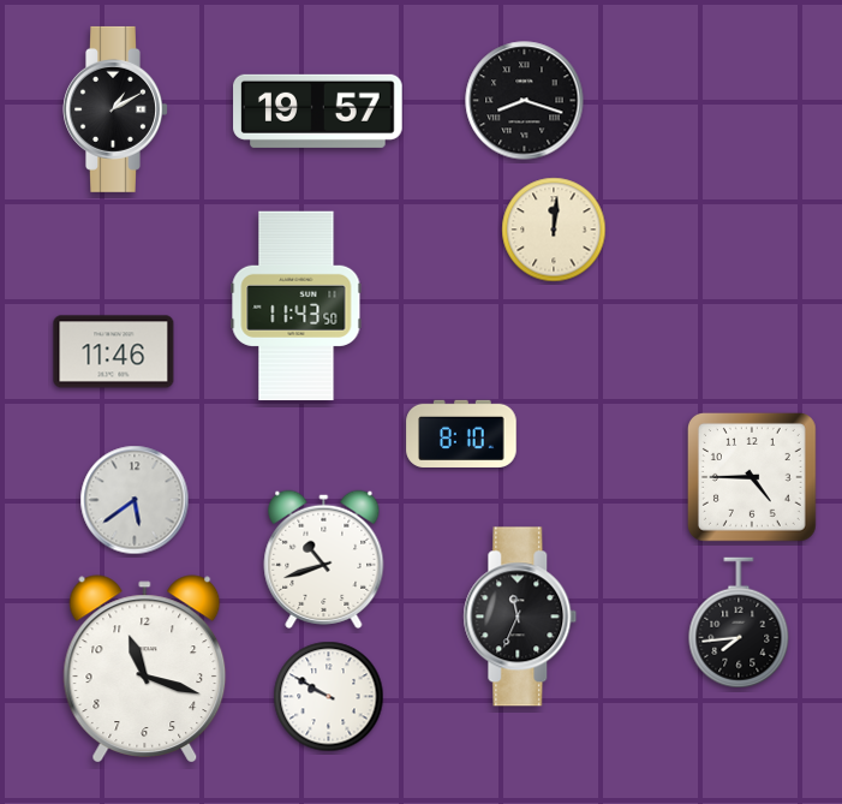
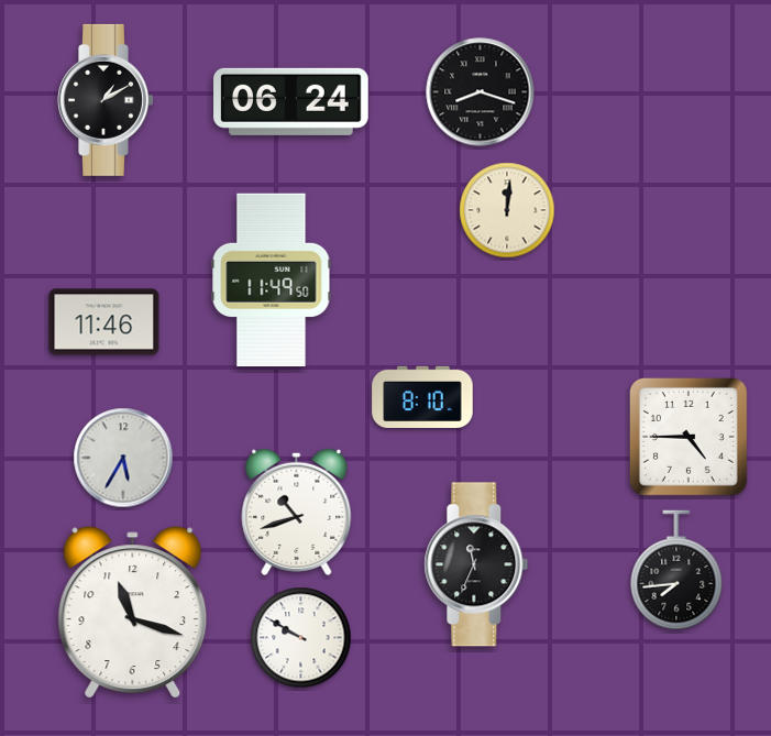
clock at (318, 111): 19:57 -> 06:24
clock at (297, 306): 11:43 -> 11:49
clock at (135, 500): 5:39 -> 5:35
